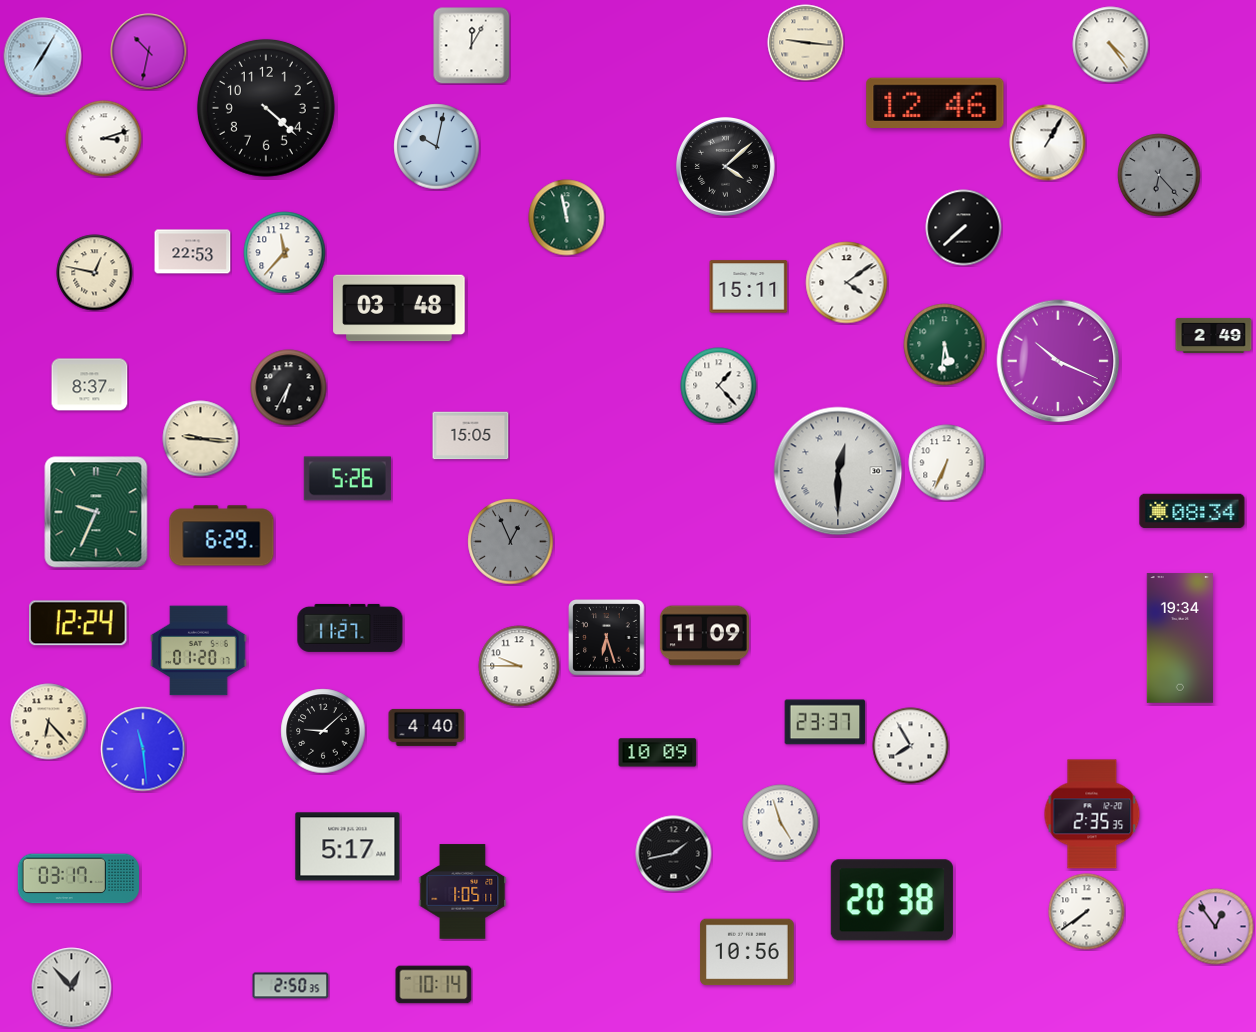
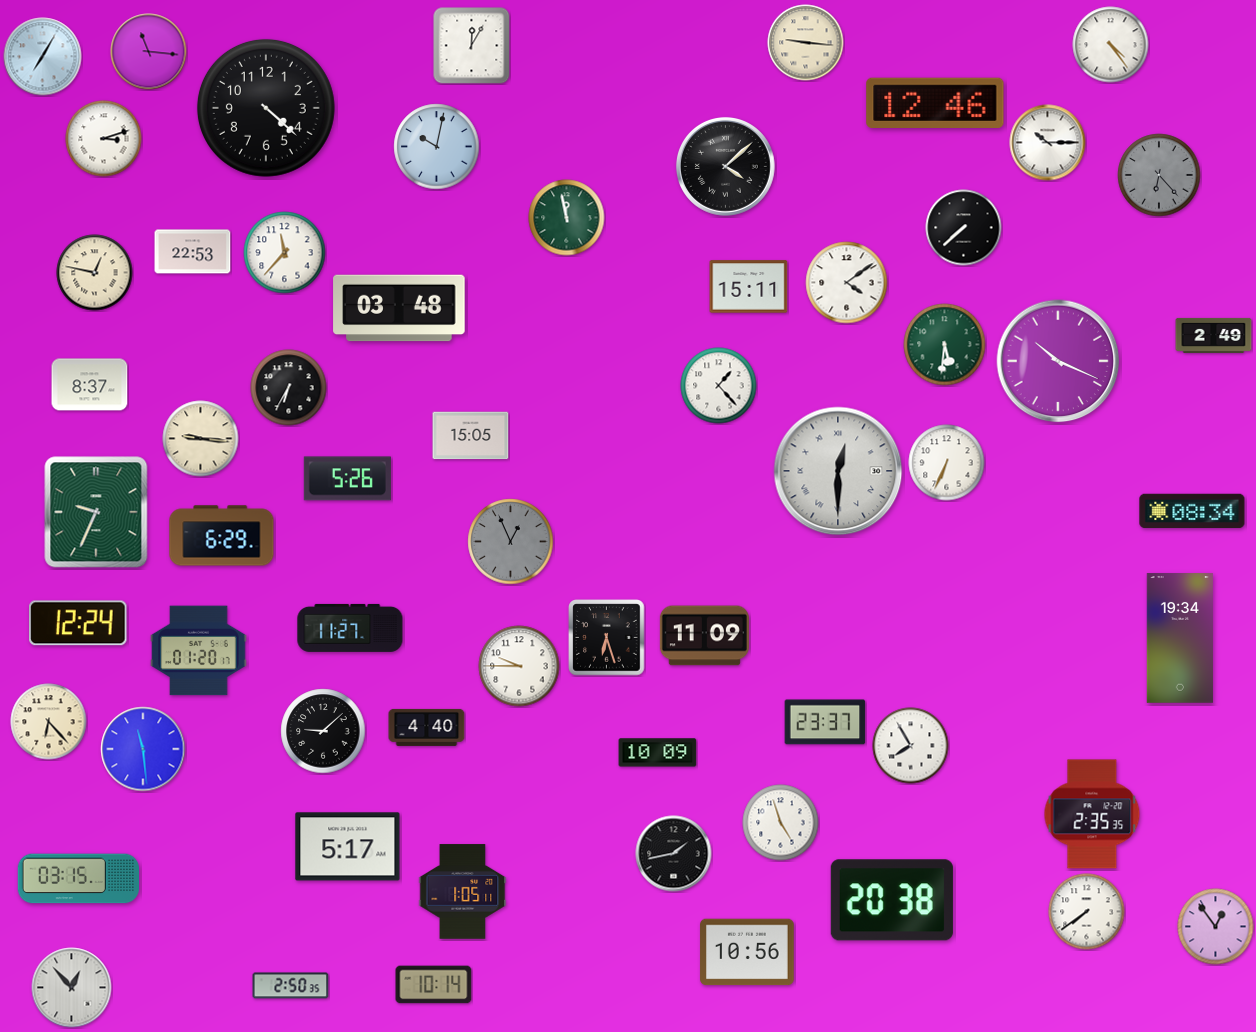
clock at (149, 52): 10:32 -> 11:16
clock at (1048, 143): 1:05 -> 10:15
clock at (78, 879): 03:17 -> 03:15
